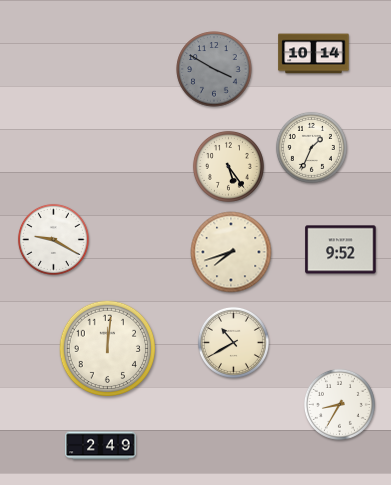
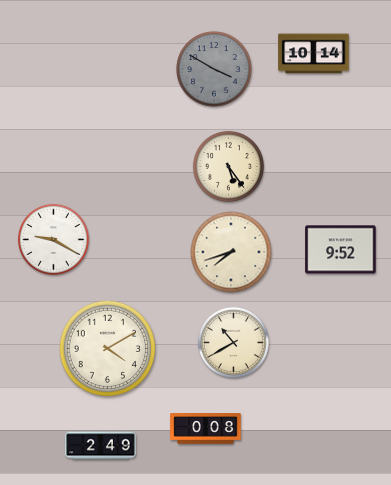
clock at (311, 147): 1:34 -> none
clock at (107, 348): 12:01 -> 4:10
clock at (339, 404): 8:35 -> none
clock at (206, 429): none -> 0:08
